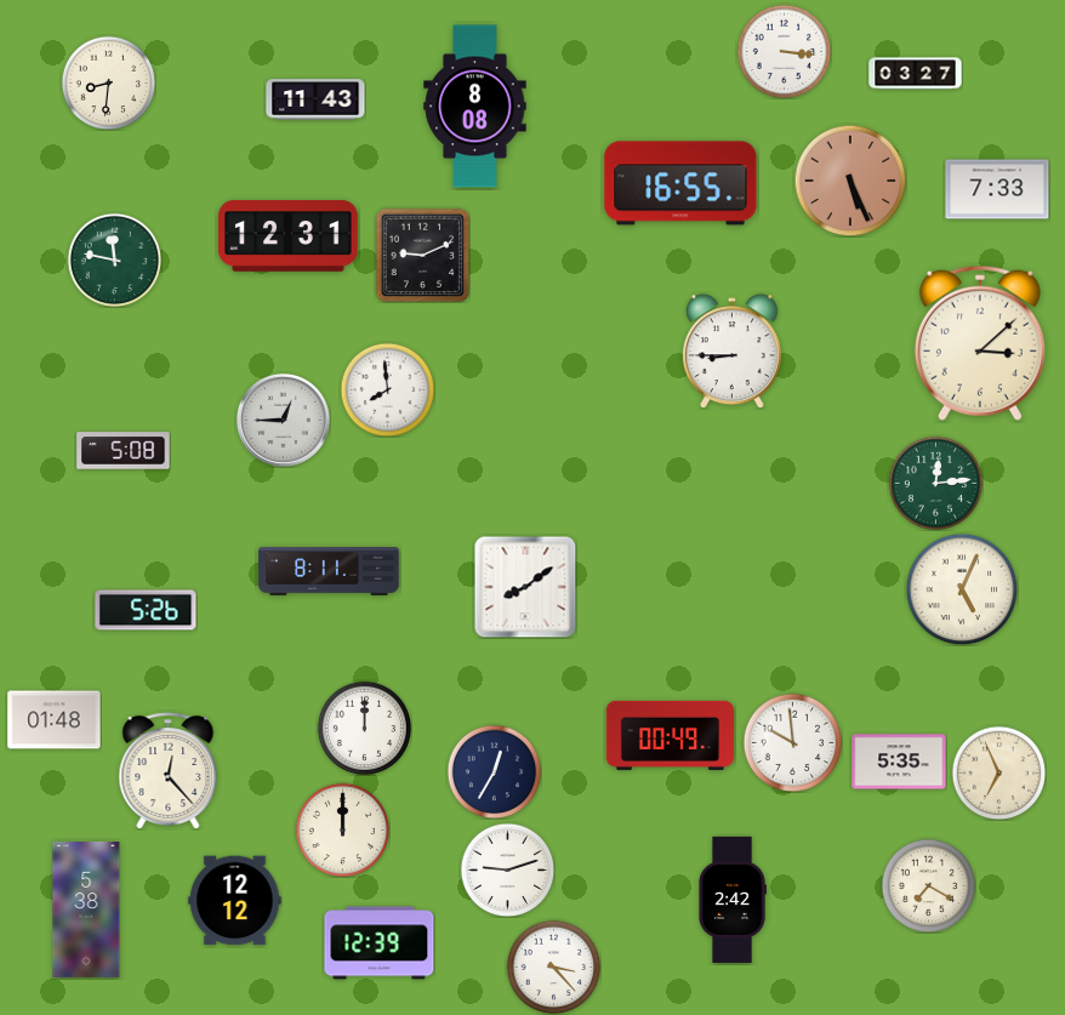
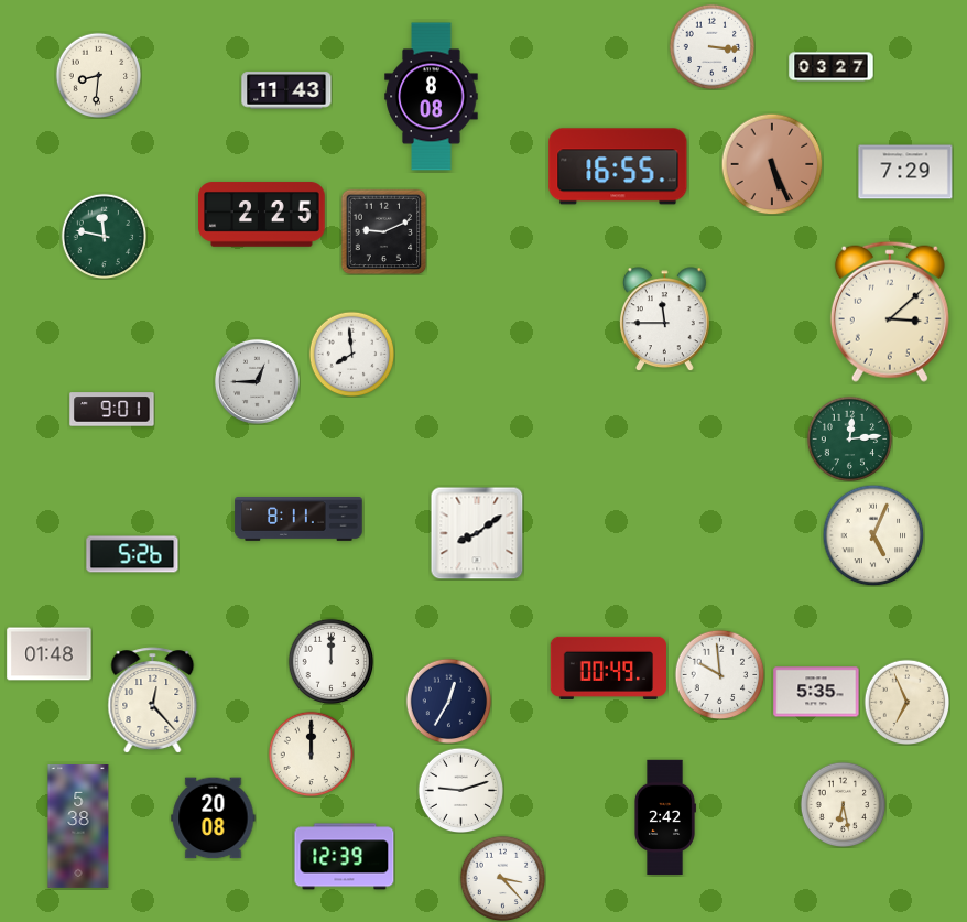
clock at (997, 189): 7:33 -> 7:29
clock at (289, 236): 12:31 -> 2:25
clock at (733, 352): 8:45 -> 11:45
clock at (124, 451): 5:08 -> 9:01
clock at (928, 885): 7:20 -> 6:28
clock at (235, 901): 12:12 -> 20:08
